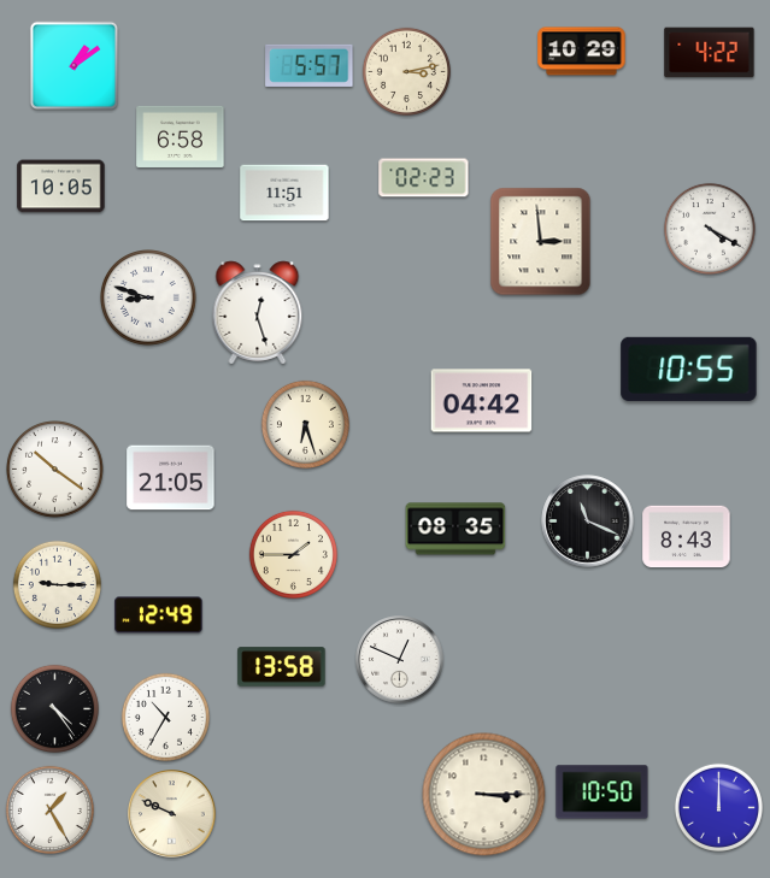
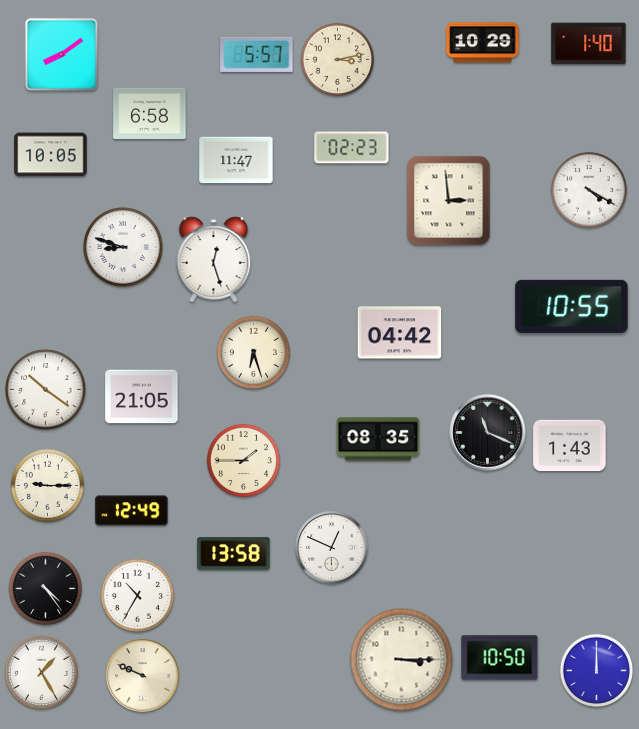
clock at (710, 53): 4:22 -> 1:40
clock at (75, 66): 1:09 -> 8:09
clock at (284, 193): 11:51 -> 11:47
clock at (687, 537): 8:43 -> 1:43
